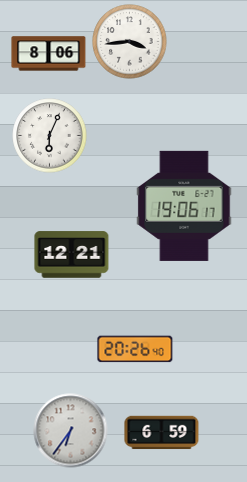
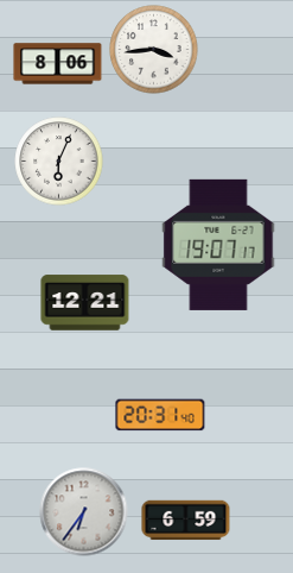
clock at (184, 206): 19:06 -> 19:07
clock at (135, 349): 20:26 -> 20:31
clock at (162, 433) position: (162, 433) -> (186, 521)
